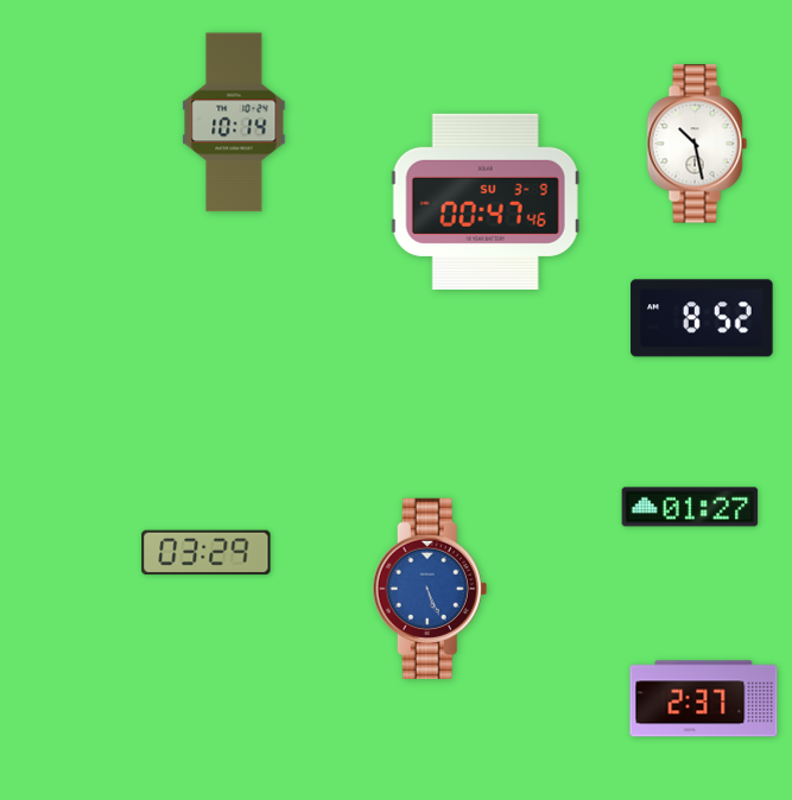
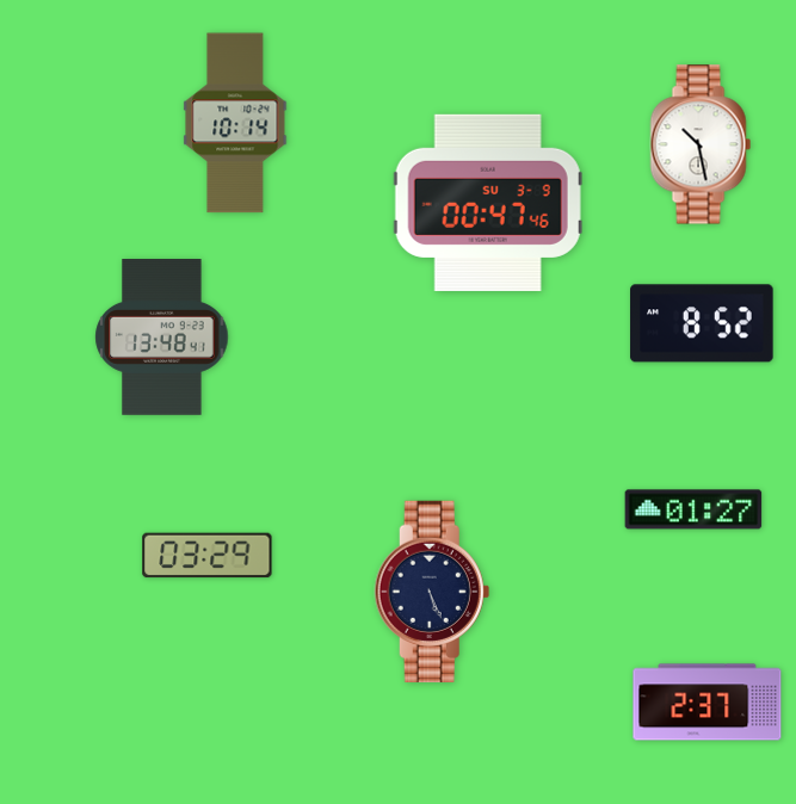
clock at (702, 318) position: (702, 318) -> (702, 323)
clock at (162, 338): none -> 13:48
clock at (430, 588) dial: blue -> navy
